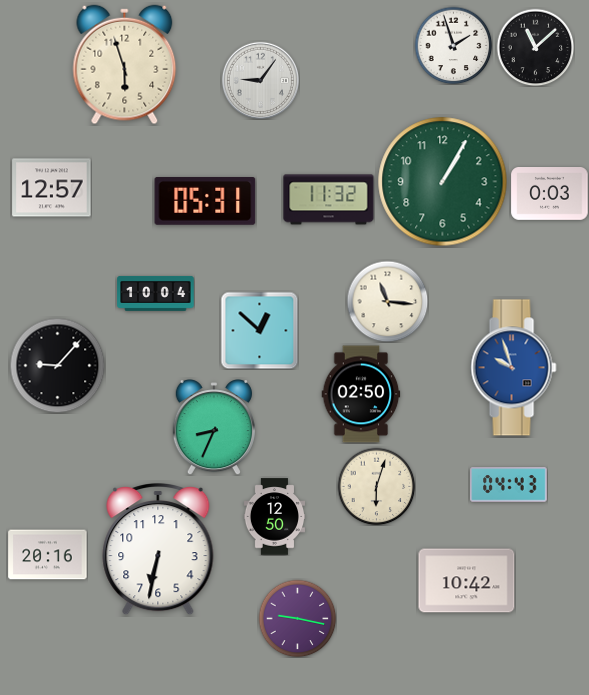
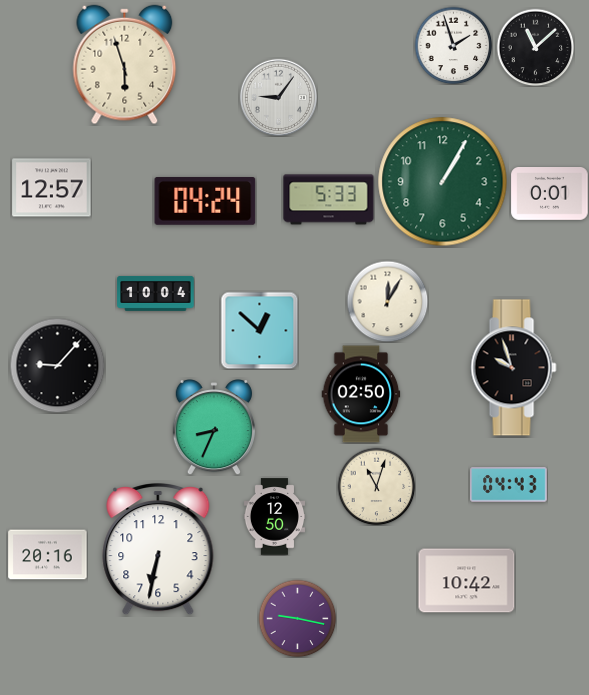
clock at (260, 80) position: (260, 80) -> (278, 97)
clock at (550, 194): 0:03 -> 0:01
clock at (329, 200): 11:32 -> 5:33
clock at (205, 202): 05:31 -> 04:24
clock at (387, 301): 11:16 -> 12:05
clock at (514, 368) dial: blue -> black
clock at (376, 486): 6:03 -> 11:03
